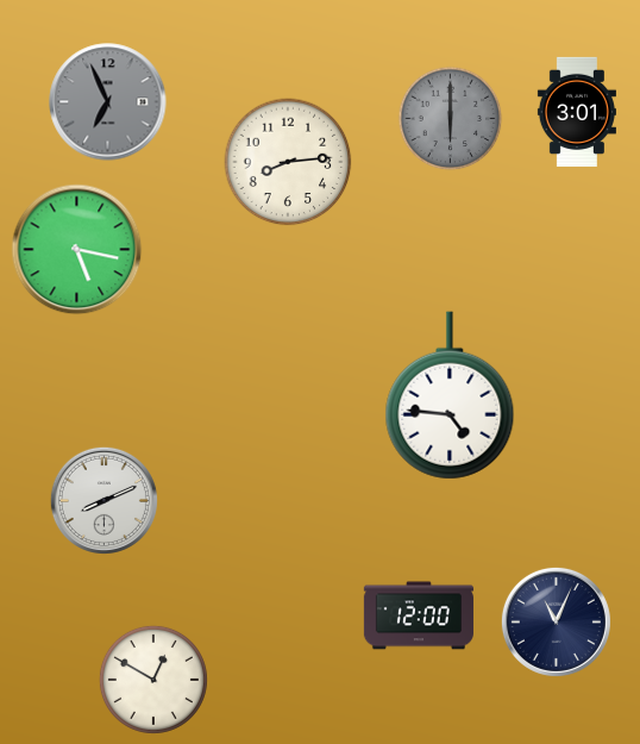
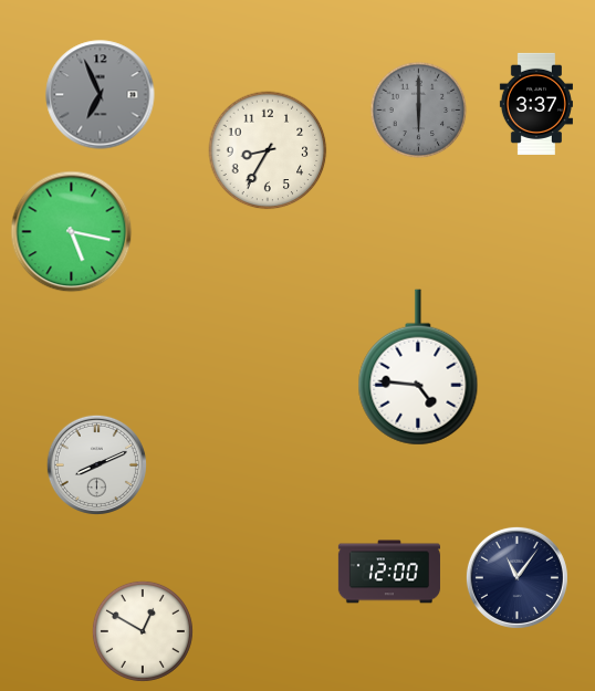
clock at (577, 112): 3:01 -> 3:37
clock at (288, 162): 8:14 -> 8:35
clock at (556, 621): 11:04 -> 11:06
